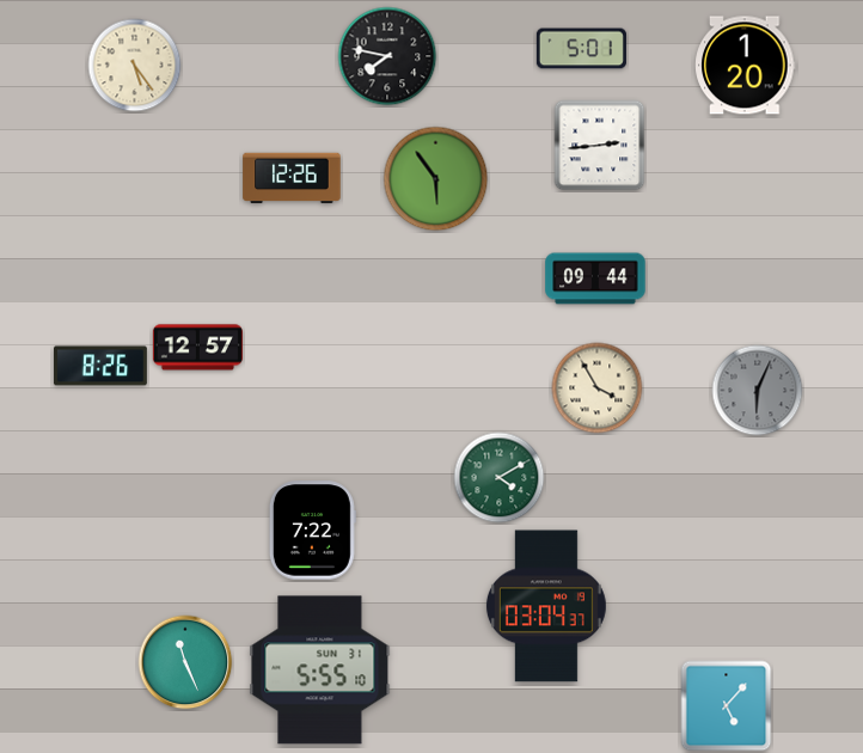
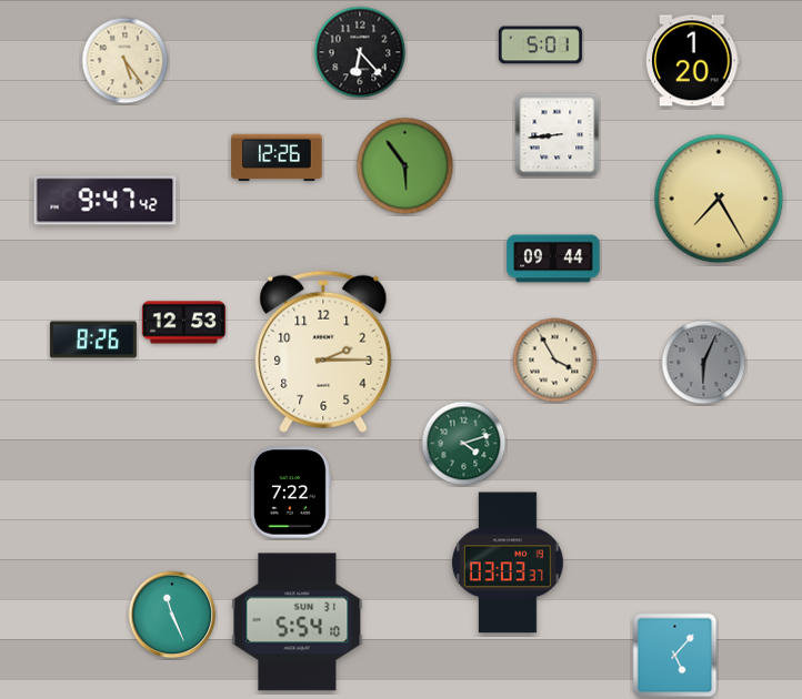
clock at (387, 56): 7:47 -> 6:23
clock at (600, 146): 2:44 -> 8:44
clock at (292, 178) position: (292, 178) -> (277, 158)
clock at (719, 199): none -> 7:25
clock at (106, 201): none -> 9:47
clock at (197, 348): 12:57 -> 12:53
clock at (323, 352): none -> 2:15
clock at (500, 478): 4:10 -> 4:12
clock at (546, 606): 03:04 -> 03:03
clock at (320, 671): 5:55 -> 5:54
